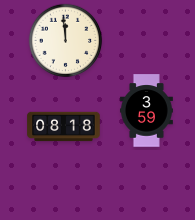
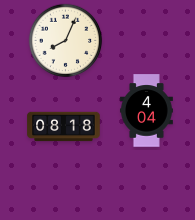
clock at (66, 41): 11:59 -> 8:04
clock at (146, 111): 3:59 -> 4:04
